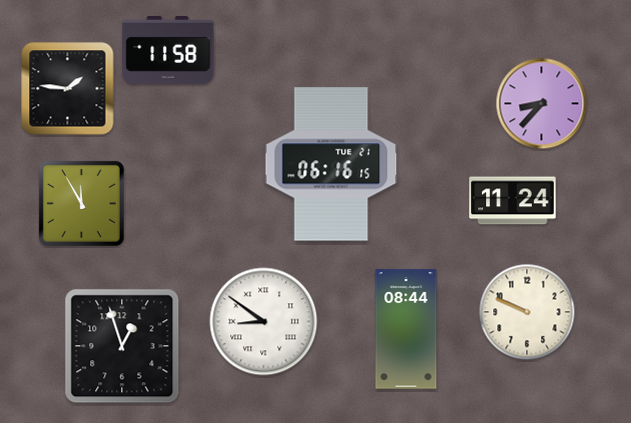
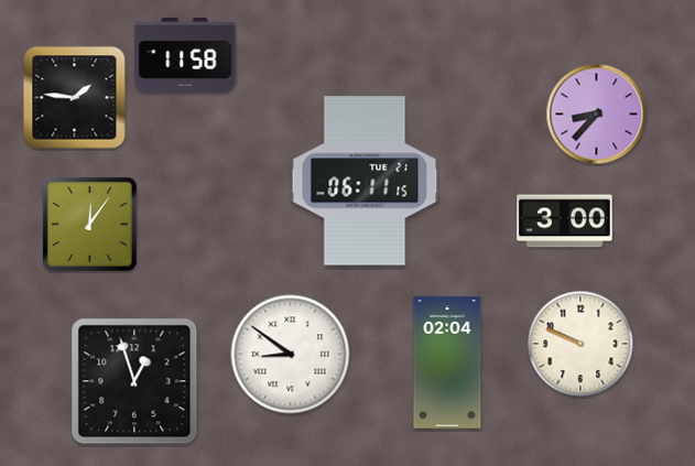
clock at (331, 164): 06:16 -> 06:11
clock at (513, 201): 11:24 -> 3:00
clock at (81, 203): 11:55 -> 12:06
clock at (406, 329): 08:44 -> 02:04
